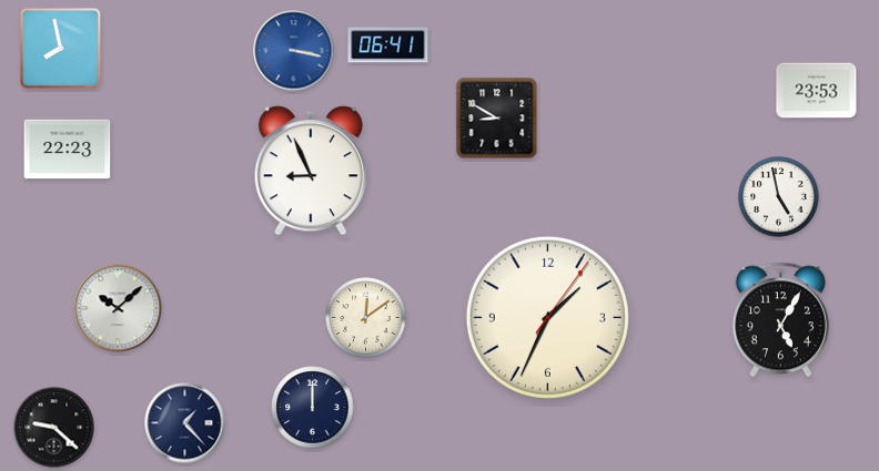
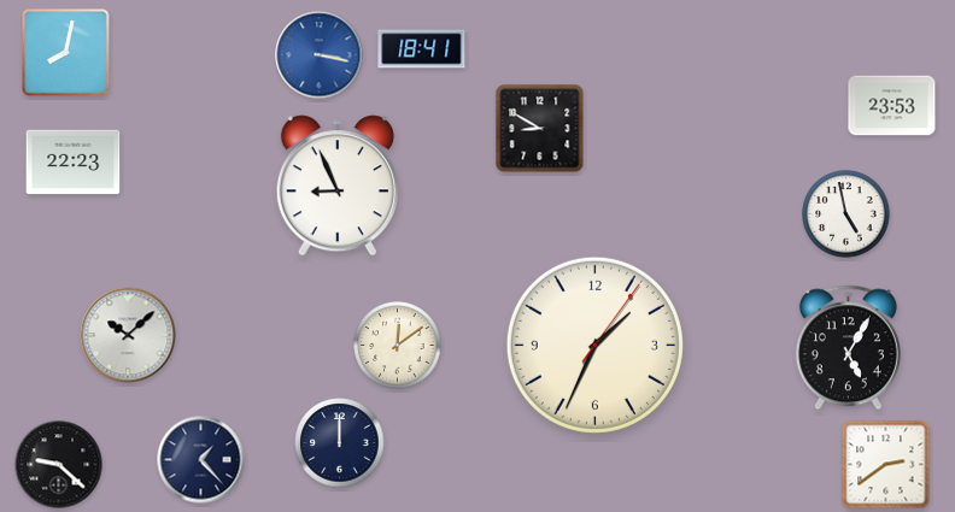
clock at (388, 45): 06:41 -> 18:41
clock at (61, 49): 7:58 -> 8:02
clock at (817, 91) position: (817, 91) -> (892, 106)
clock at (886, 465): none -> 2:39
